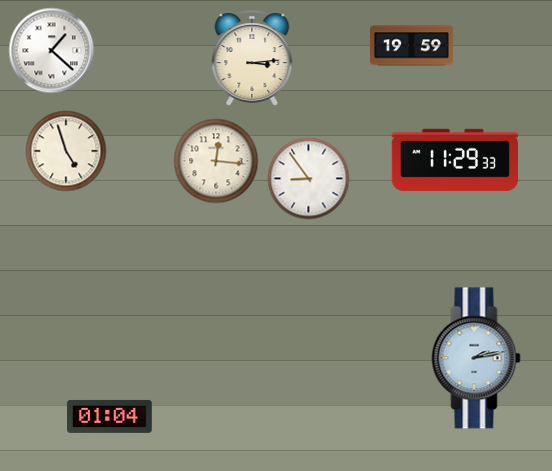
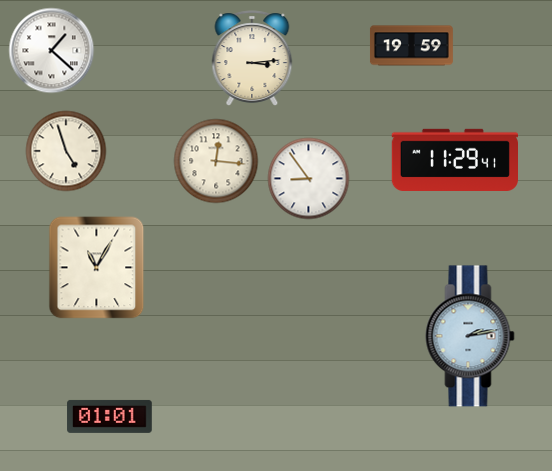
clock at (454, 160): 11:29:33 -> 11:29:41
clock at (97, 268): none -> 11:05
clock at (476, 358) position: (476, 358) -> (470, 336)
clock at (110, 416): 01:04 -> 01:01
